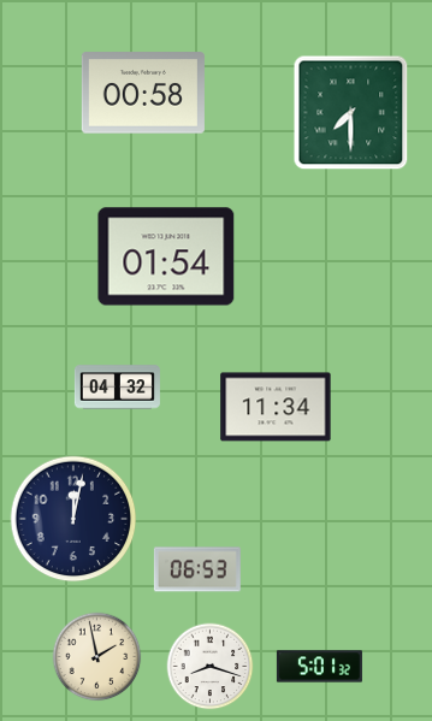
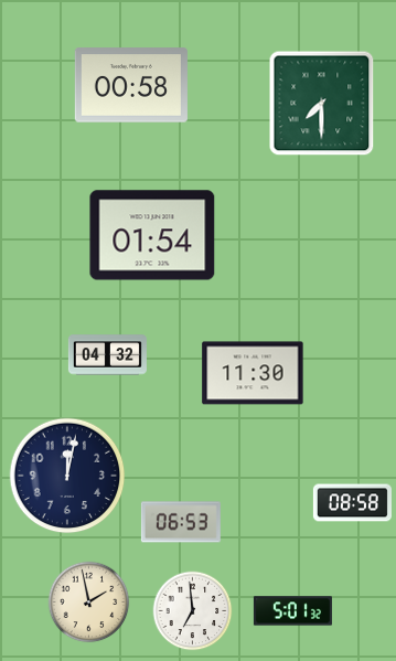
clock at (276, 407): 11:34 -> 11:30
clock at (352, 503): none -> 08:58
clock at (211, 667): 8:18 -> 6:59
